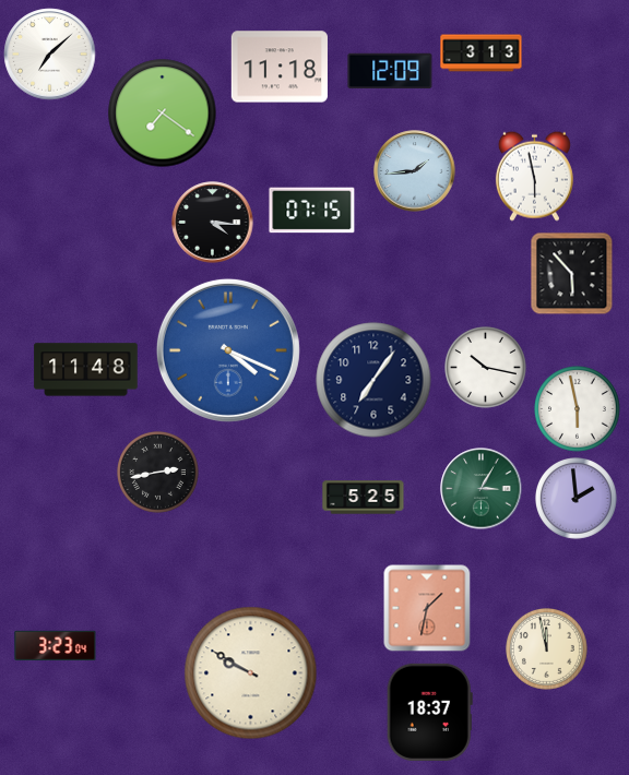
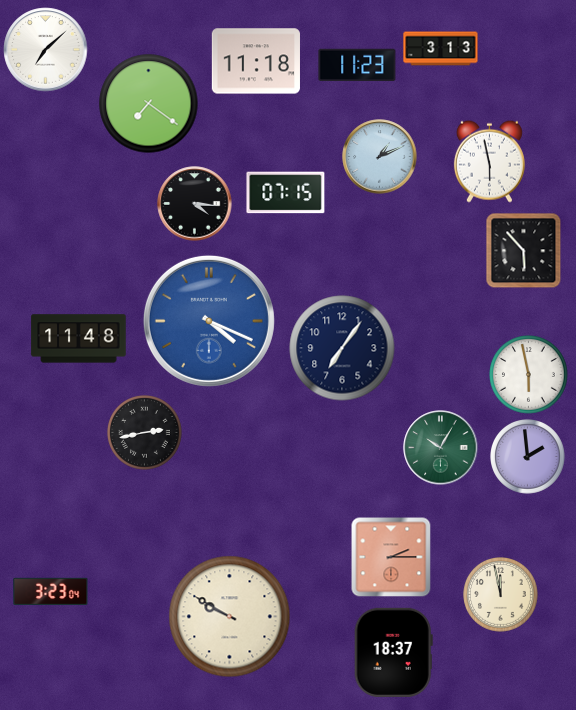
clock at (390, 71): 12:09 -> 11:23
clock at (415, 171): 1:44 -> 1:11
clock at (486, 368): 10:17 -> none
clock at (482, 489): 3:05 -> 10:05
clock at (364, 498): 5:25 -> none
clock at (427, 608): 1:32 -> 2:15
